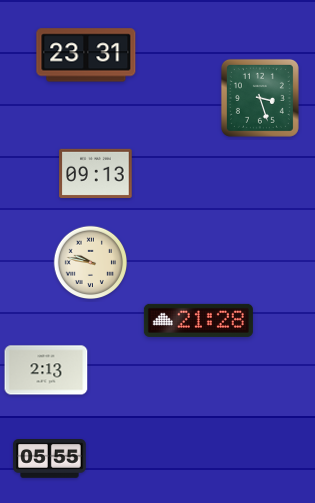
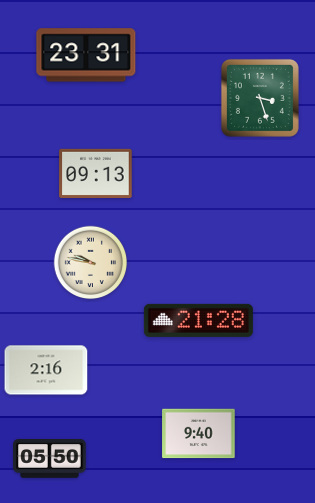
clock at (46, 370): 2:13 -> 2:16
clock at (199, 434): none -> 9:40
clock at (50, 459): 05:55 -> 05:50
